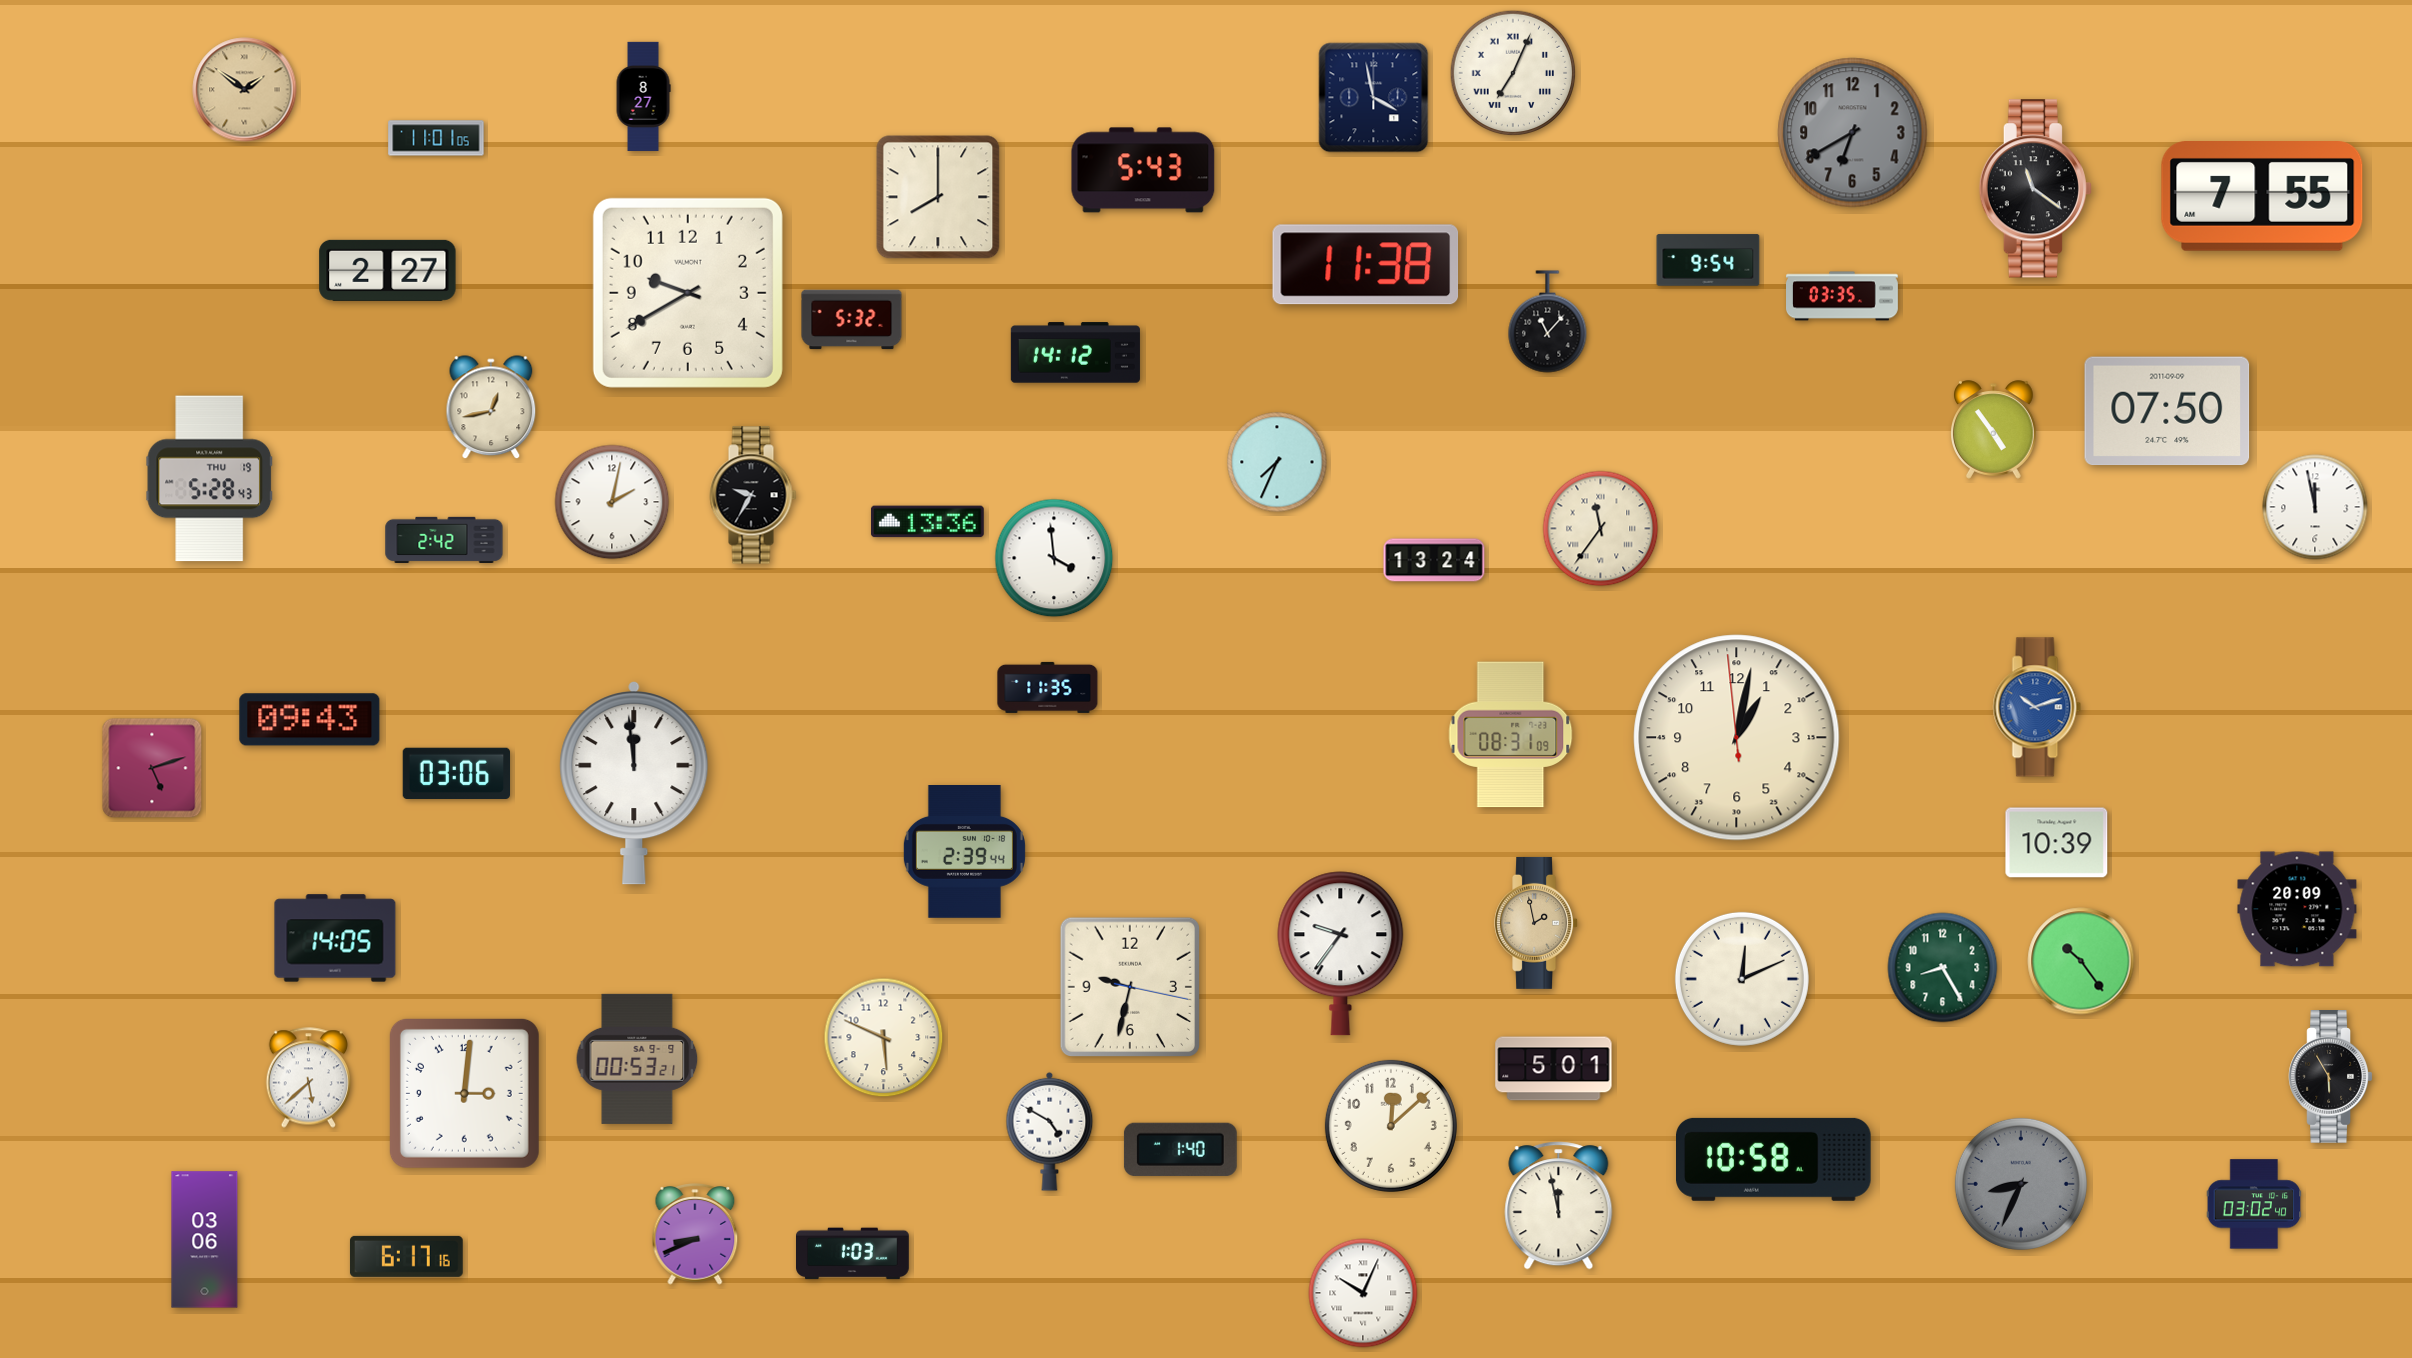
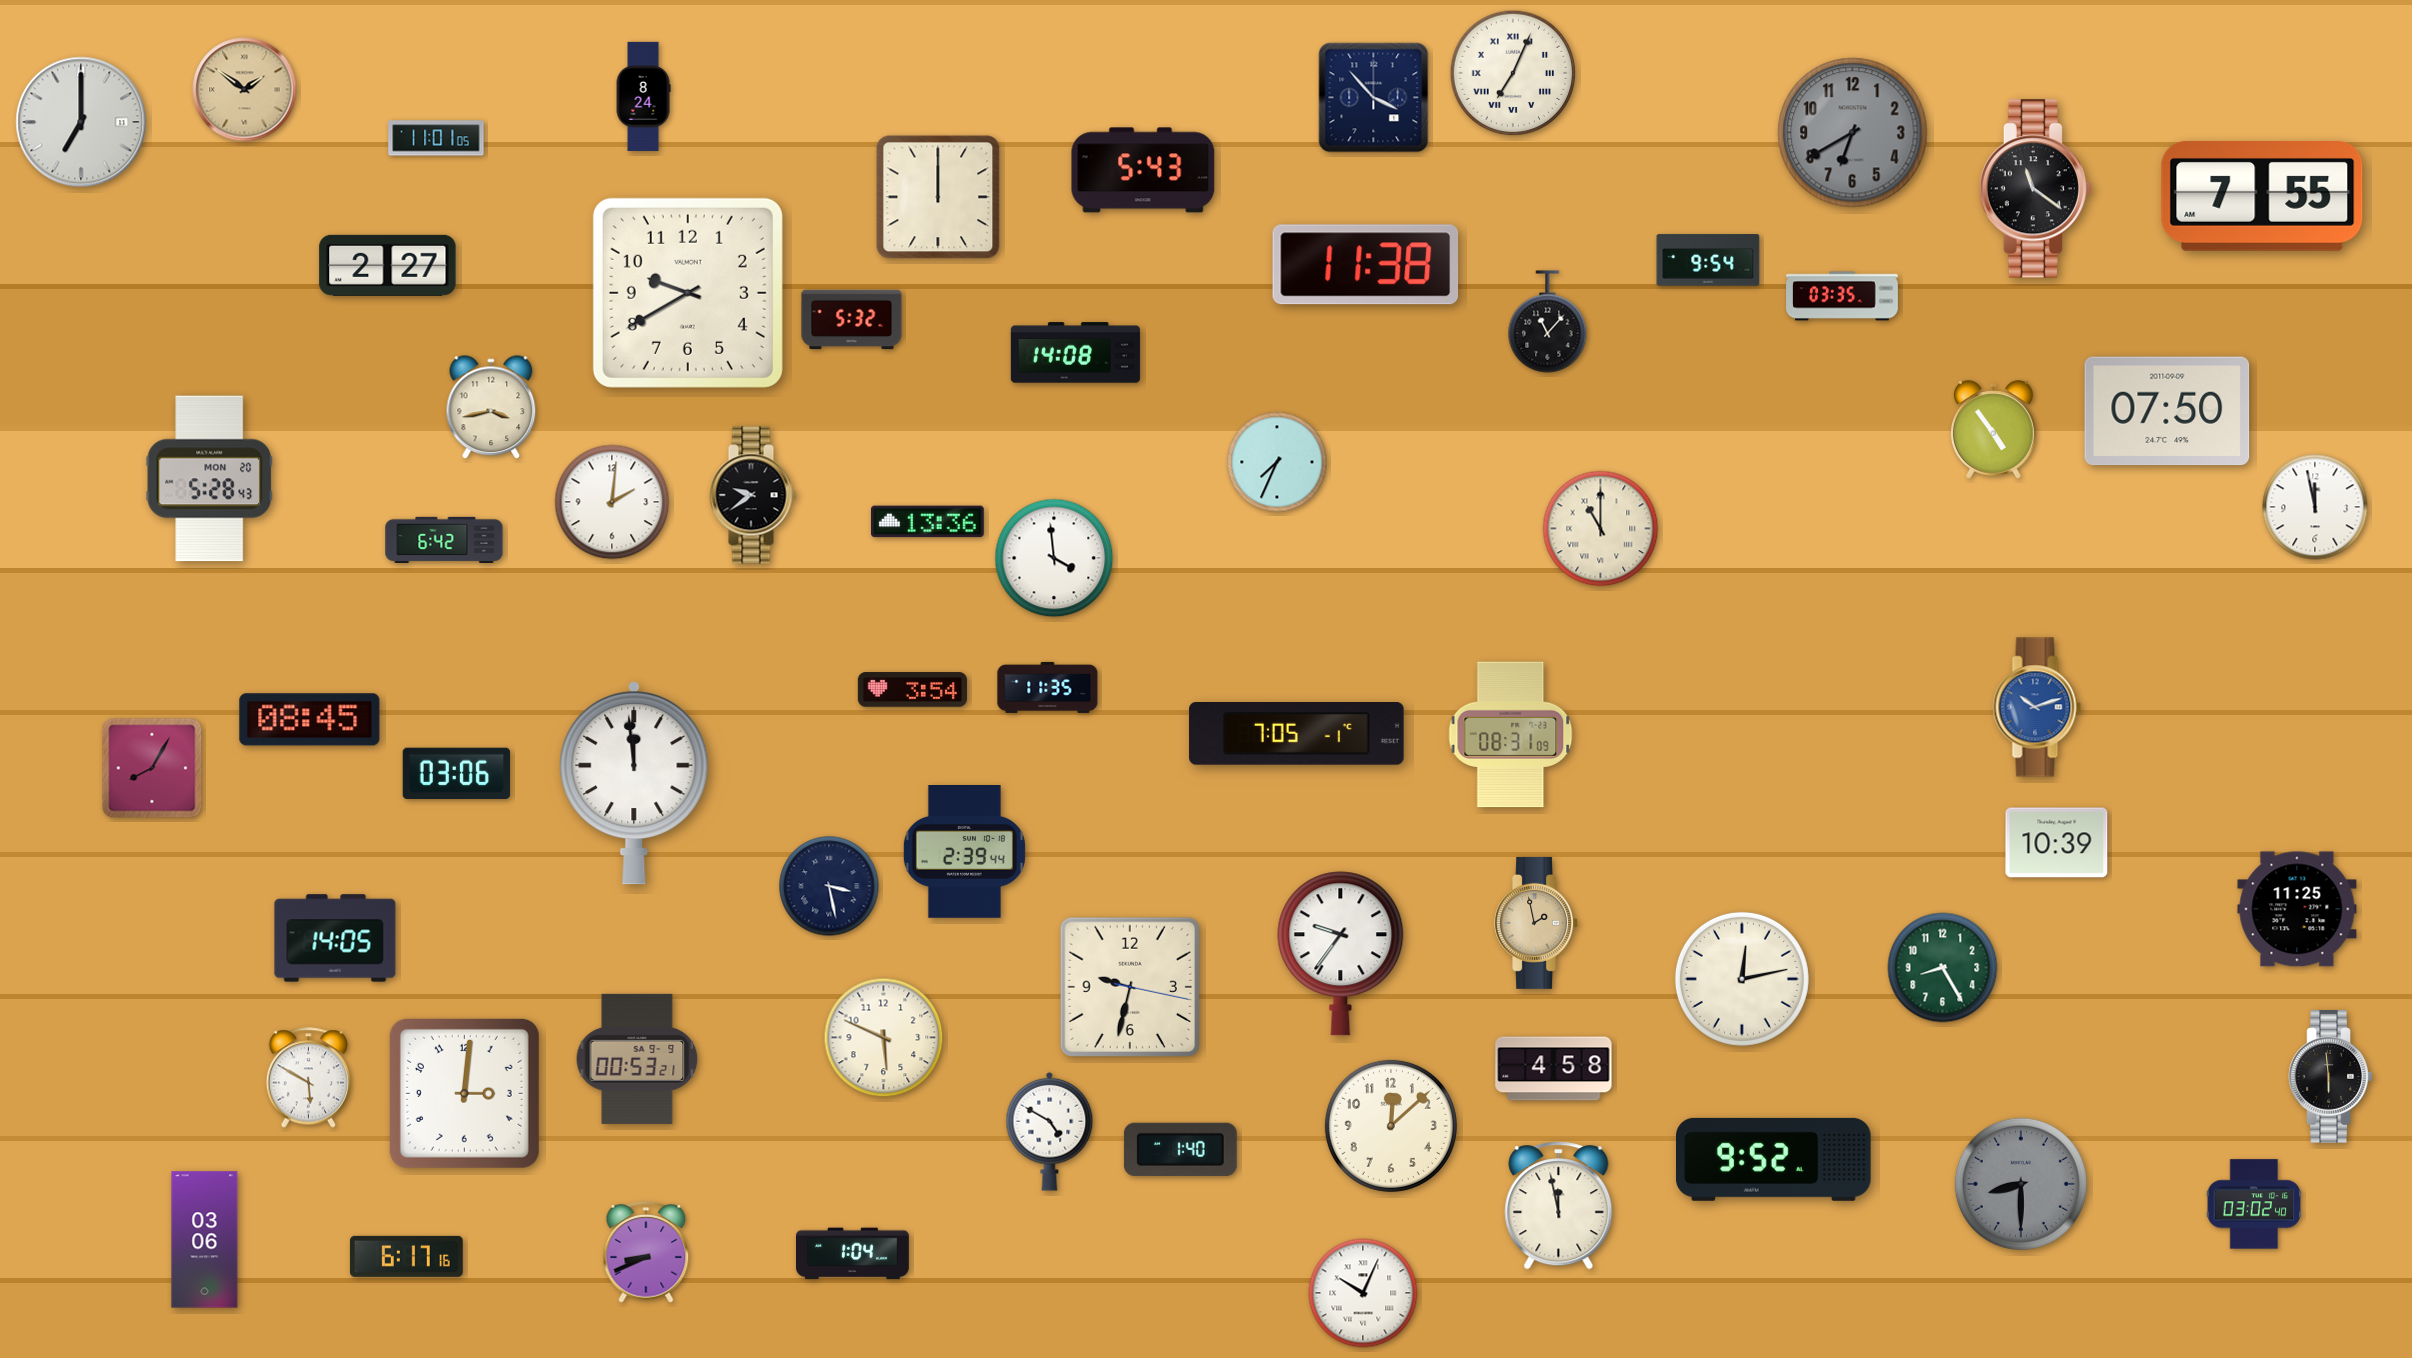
clock at (643, 96): 8:27 -> 8:24
clock at (1374, 98): 3:58 -> 3:53
clock at (81, 122): none -> 7:00
clock at (938, 197): 8:00 -> 12:00
clock at (388, 270) position: (388, 270) -> (388, 265)
clock at (1075, 353): 14:12 -> 14:08
clock at (491, 408): 12:43 -> 3:43
clock at (210, 479) date: THU 19 -> MON 20
clock at (753, 495): 9:35 -> 9:39
clock at (612, 502): 2:02 -> 2:01
clock at (1601, 529): 11:36 -> 11:00
clock at (444, 539): 2:42 -> 6:42
clock at (1434, 560): 13:24 -> none
clock at (912, 690): none -> 3:54
clock at (310, 720): 09:43 -> 08:45
clock at (1297, 734): none -> 7:05
clock at (1737, 738): 1:01 -> none
clock at (152, 768): 5:12 -> 8:05
clock at (829, 886): none -> 3:28
clock at (2297, 909): 20:09 -> 11:25
clock at (2081, 961): 10:24 -> none
clock at (1742, 979): 12:11 -> 12:13
clock at (1554, 1069): 5:01 -> 4:58
clock at (2331, 1077): 5:55 -> 5:59
clock at (308, 1078): 5:38 -> 5:50
clock at (1774, 1159): 10:58 -> 9:52
clock at (2021, 1184): 8:34 -> 8:30
clock at (695, 1234) position: (695, 1234) -> (646, 1252)
clock at (853, 1254): 1:03 -> 1:04
